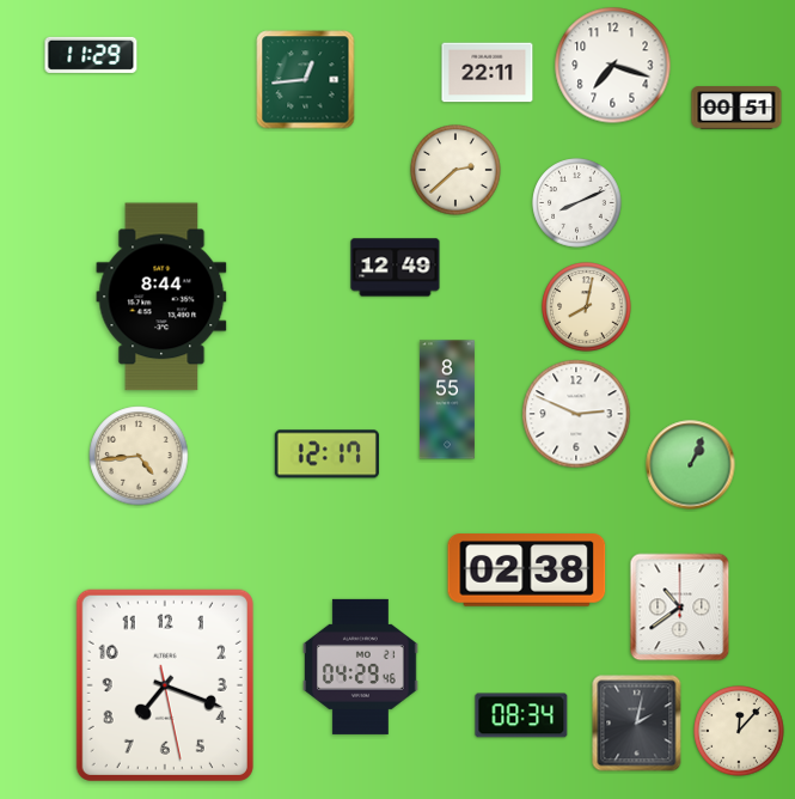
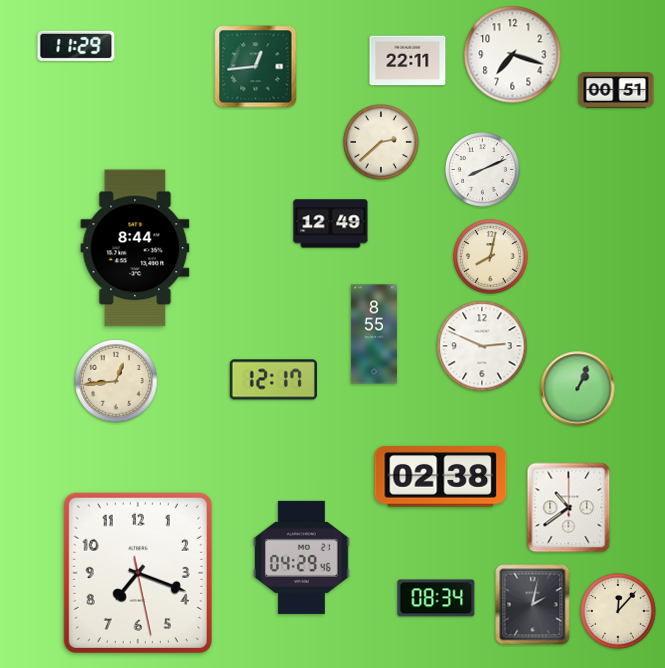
clock at (139, 456): 4:44 -> 12:44
